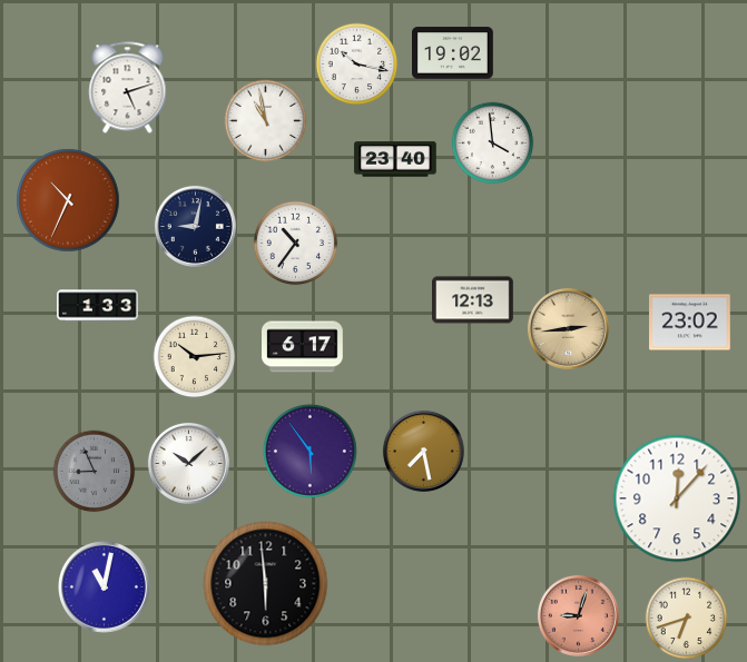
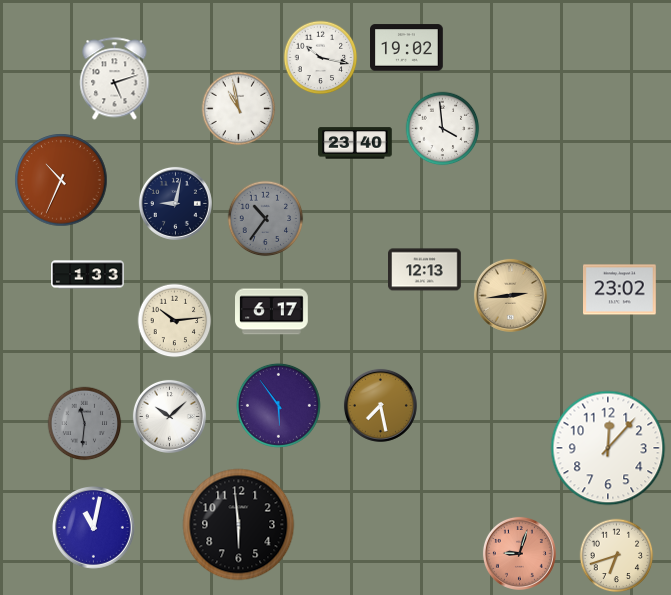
clock at (296, 244) dial: white -> grey
clock at (95, 472): 8:56 -> 11:31
